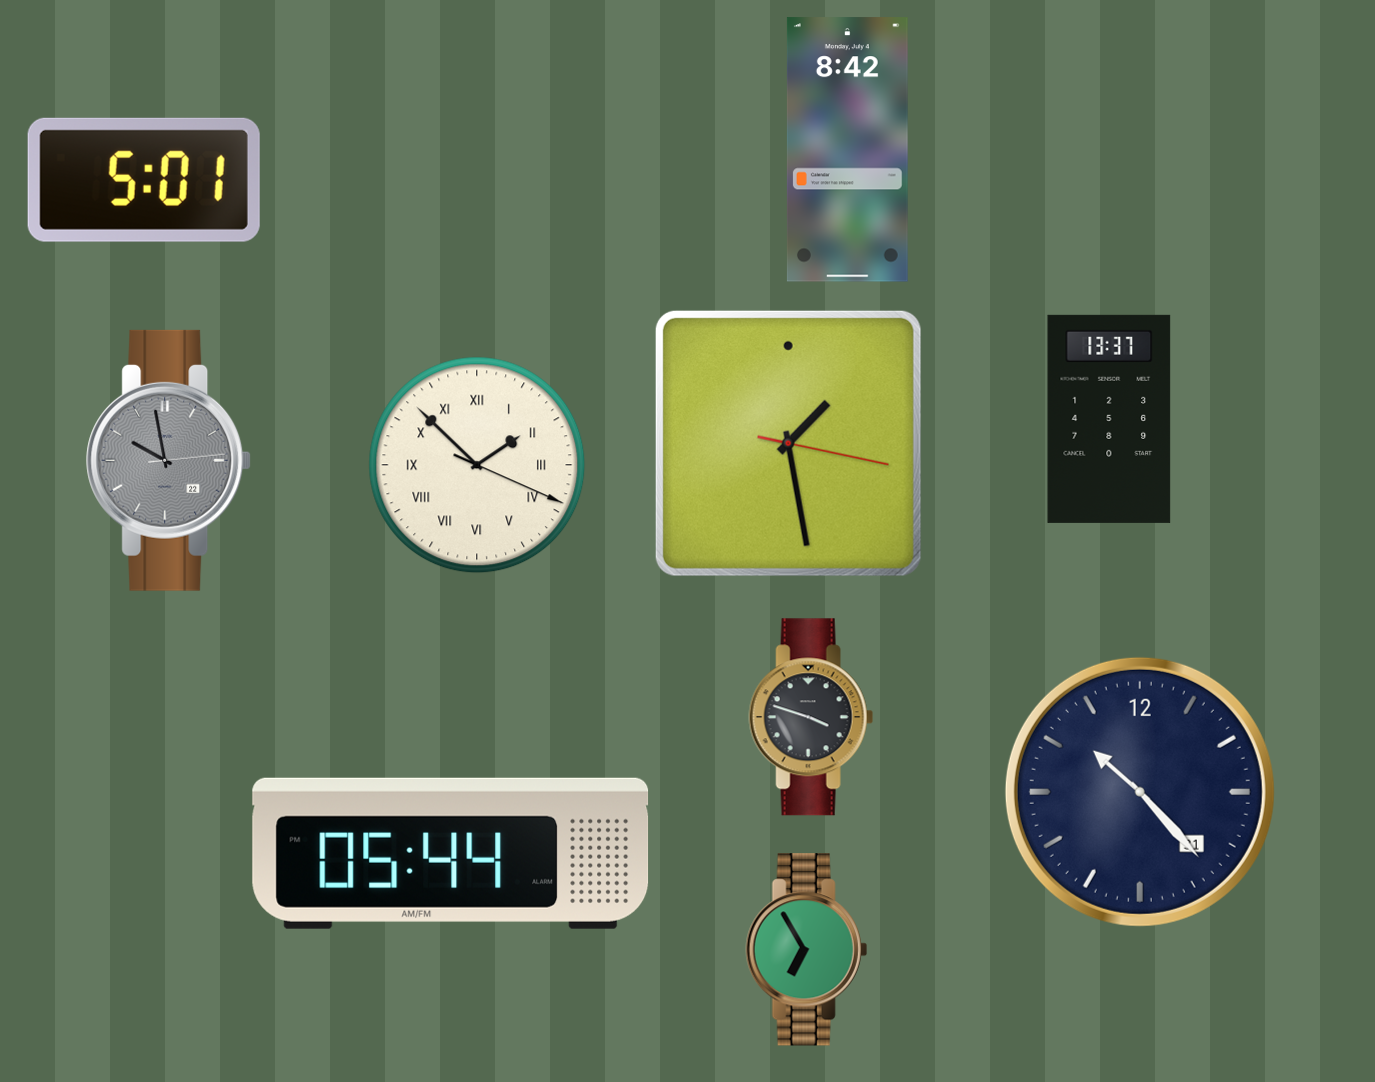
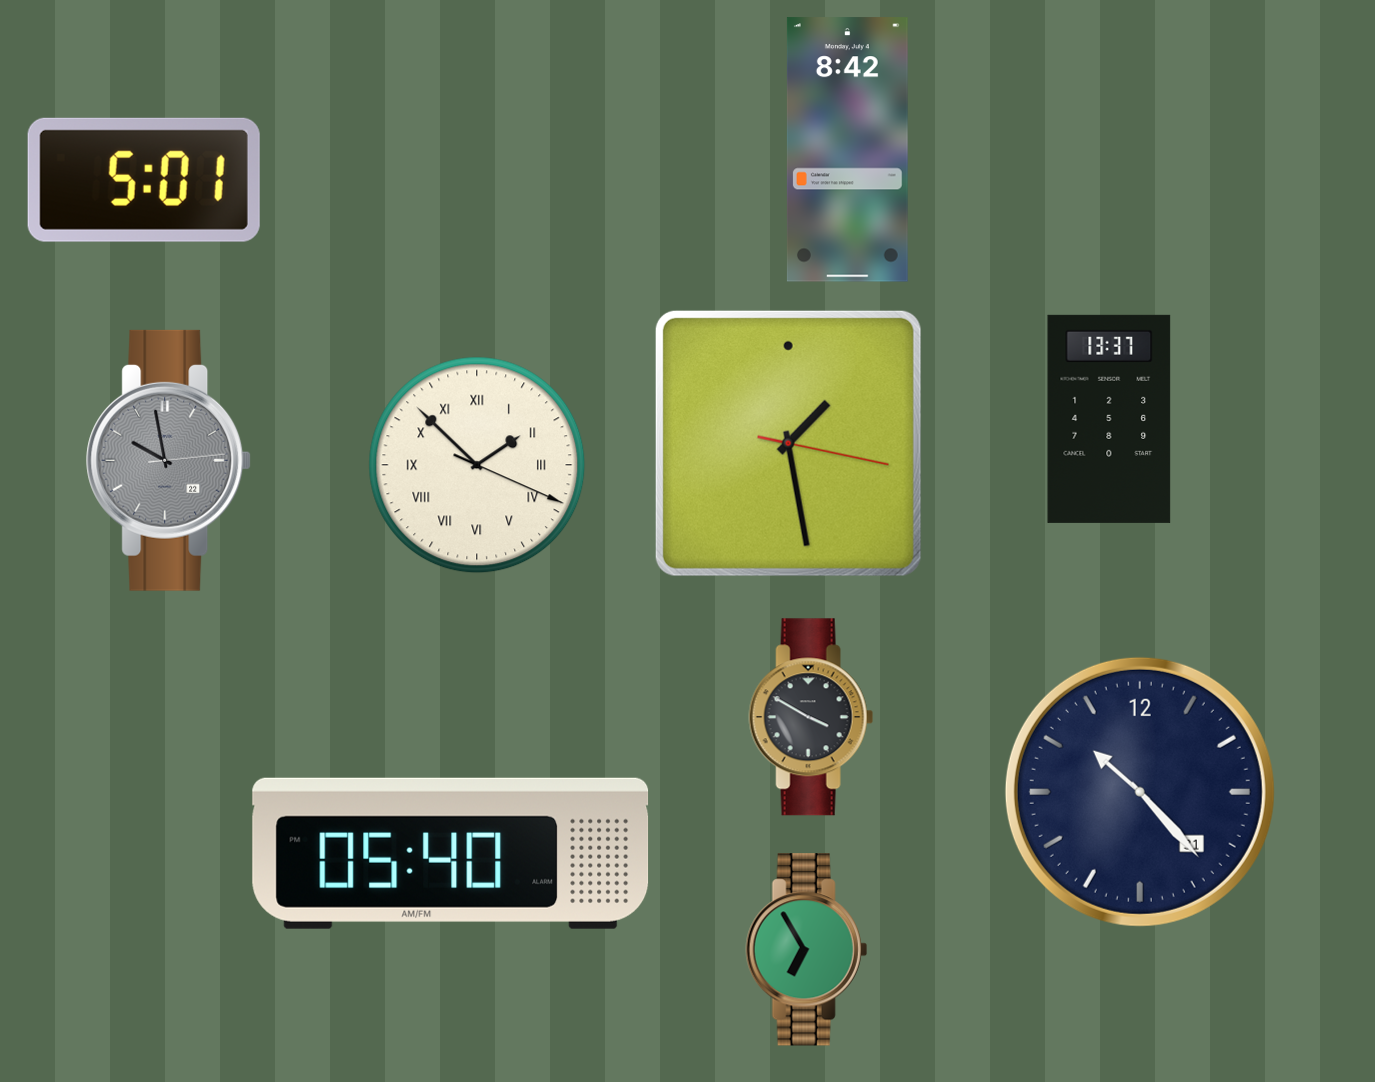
clock at (811, 717): 3:48 -> 3:50
clock at (451, 853): 05:44 -> 05:40
